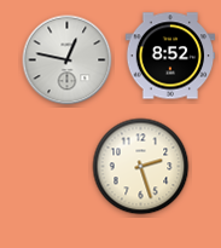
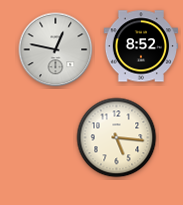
clock at (141, 167): 2:27 -> 5:16
